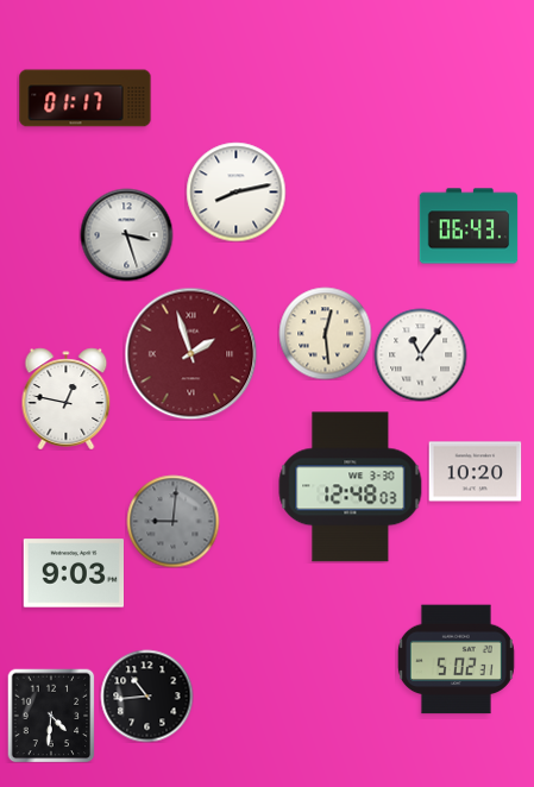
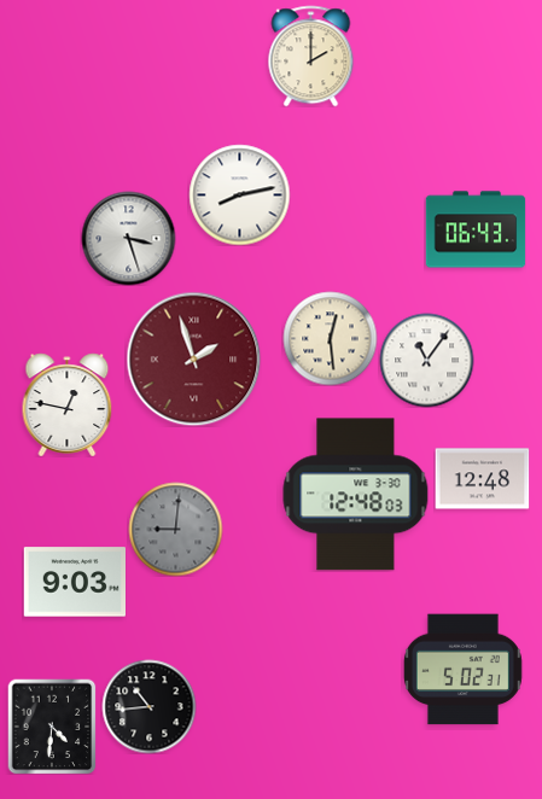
clock at (311, 56): none -> 2:00
clock at (86, 99): 01:17 -> none
clock at (475, 472): 10:20 -> 12:48
